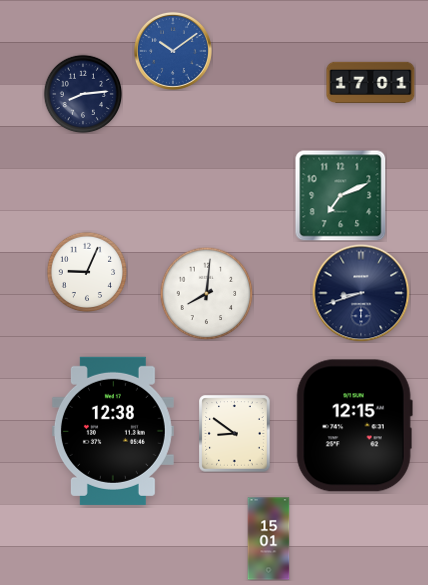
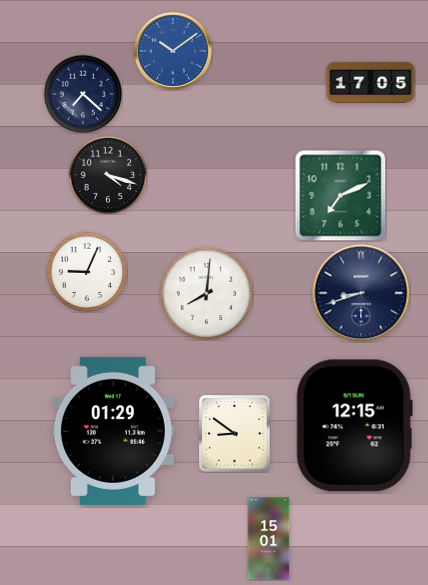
clock at (371, 82): 17:01 -> 17:05
clock at (83, 94): 8:14 -> 7:22
clock at (108, 175): none -> 4:18
clock at (113, 431): 12:38 -> 01:29
